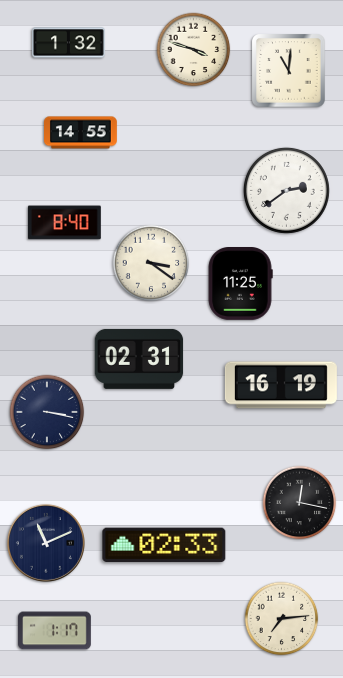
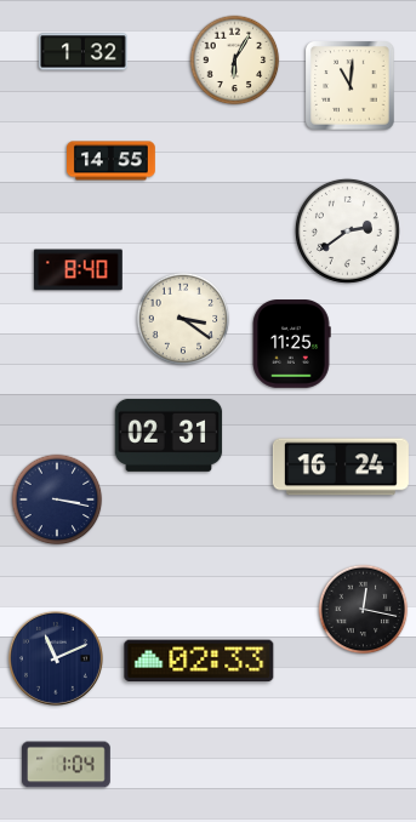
clock at (194, 50): 3:48 -> 6:05
clock at (81, 133) position: (81, 133) -> (112, 161)
clock at (281, 385): 16:19 -> 16:24
clock at (282, 619): 7:14 -> none
clock at (55, 631): 1:17 -> 1:04
